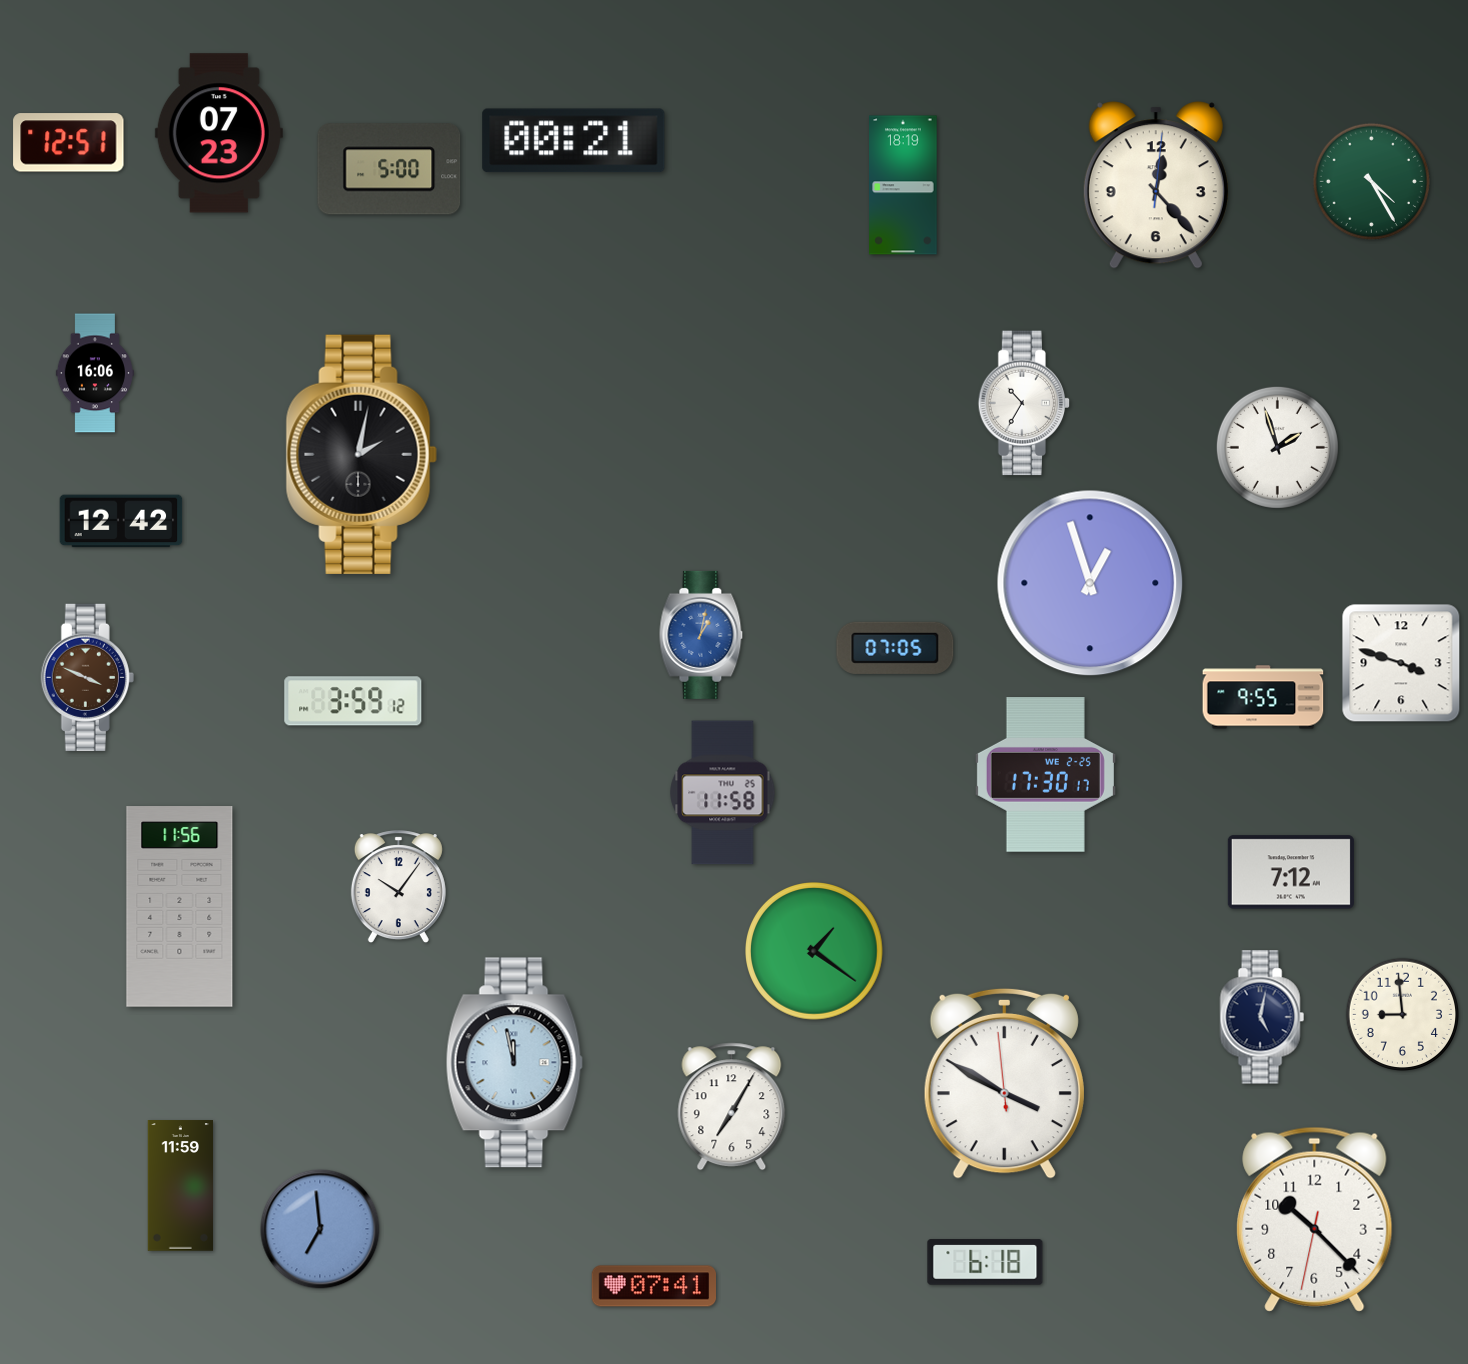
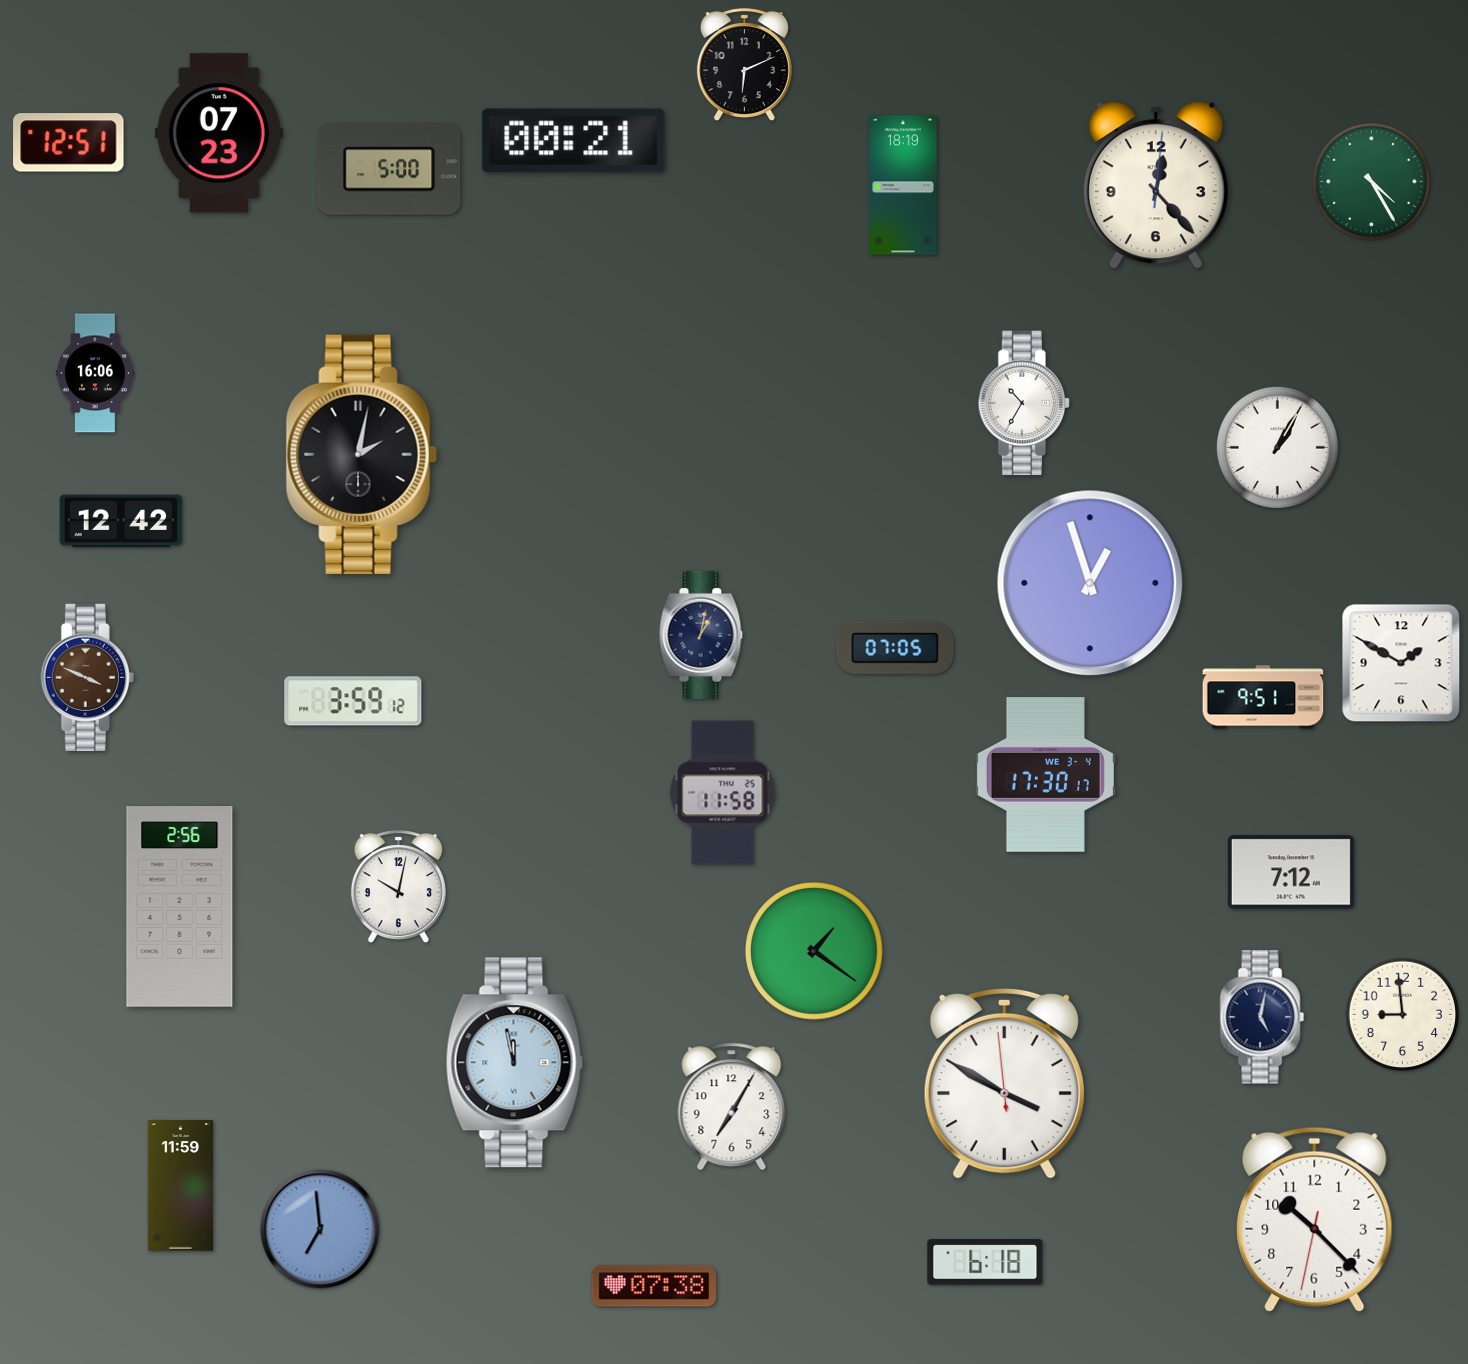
clock at (744, 65): none -> 6:11
clock at (1277, 447): 1:57 -> 1:05
clock at (701, 635) dial: blue -> navy
clock at (1401, 663): 3:48 -> 1:50
clock at (1263, 697): 9:55 -> 9:51
clock at (1045, 775) date: WE 2-25 -> WE 3-4
clock at (398, 887): 10:06 -> 10:02
clock at (180, 907): 11:56 -> 2:56
clock at (653, 1286): 07:41 -> 07:38
